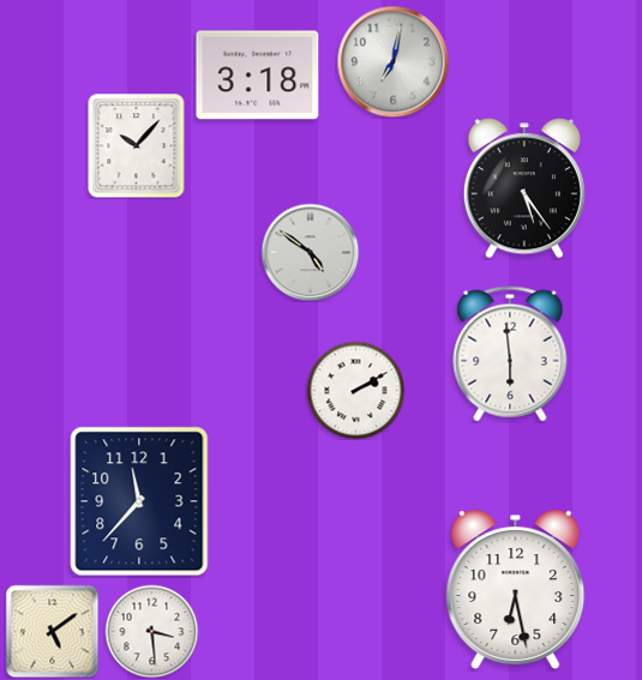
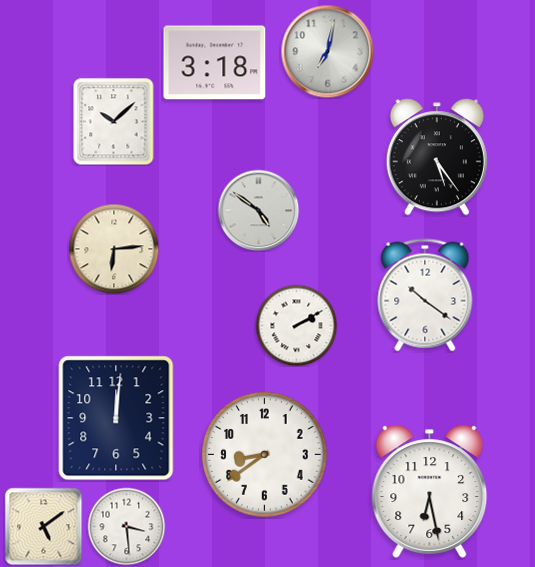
clock at (137, 145): 10:07 -> 10:08
clock at (114, 249): none -> 6:14
clock at (510, 354): 5:59 -> 10:21
clock at (139, 501): 11:37 -> 12:01
clock at (265, 455): none -> 8:39
